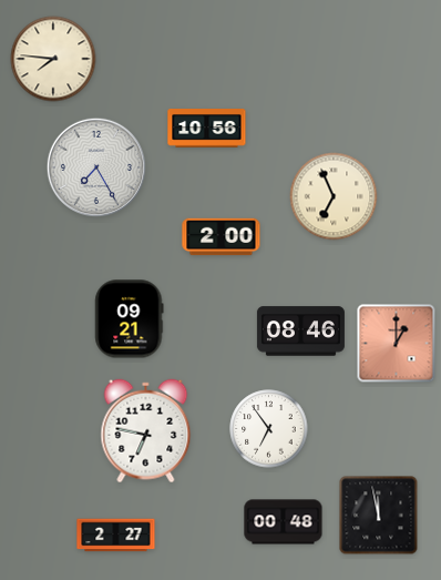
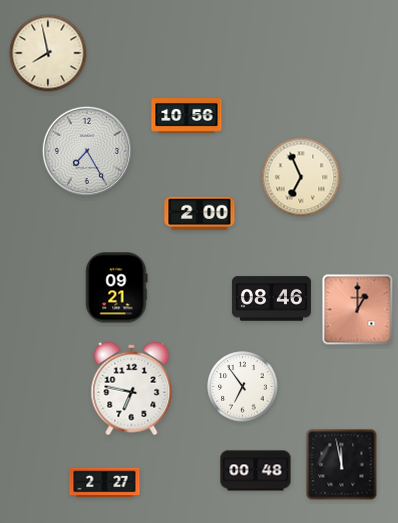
clock at (53, 59): 7:46 -> 7:58
